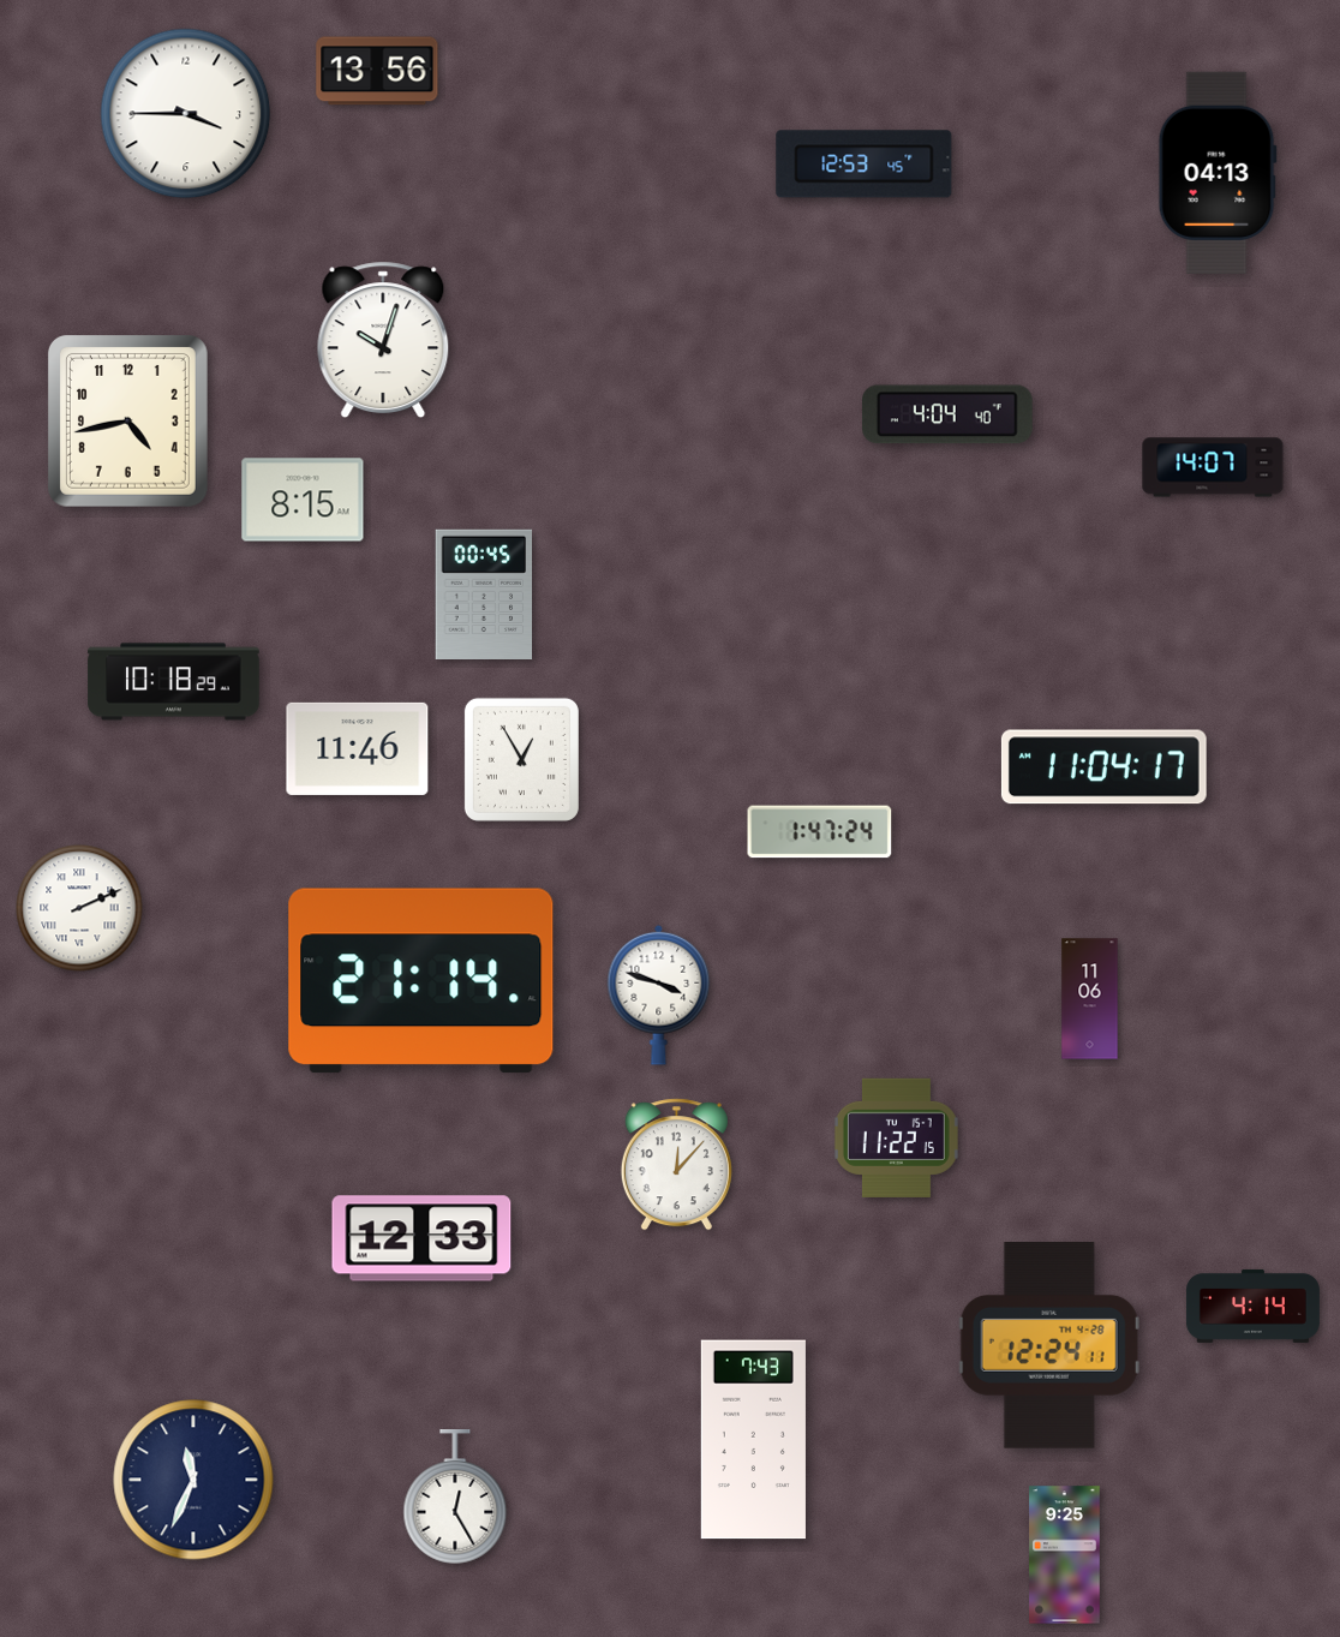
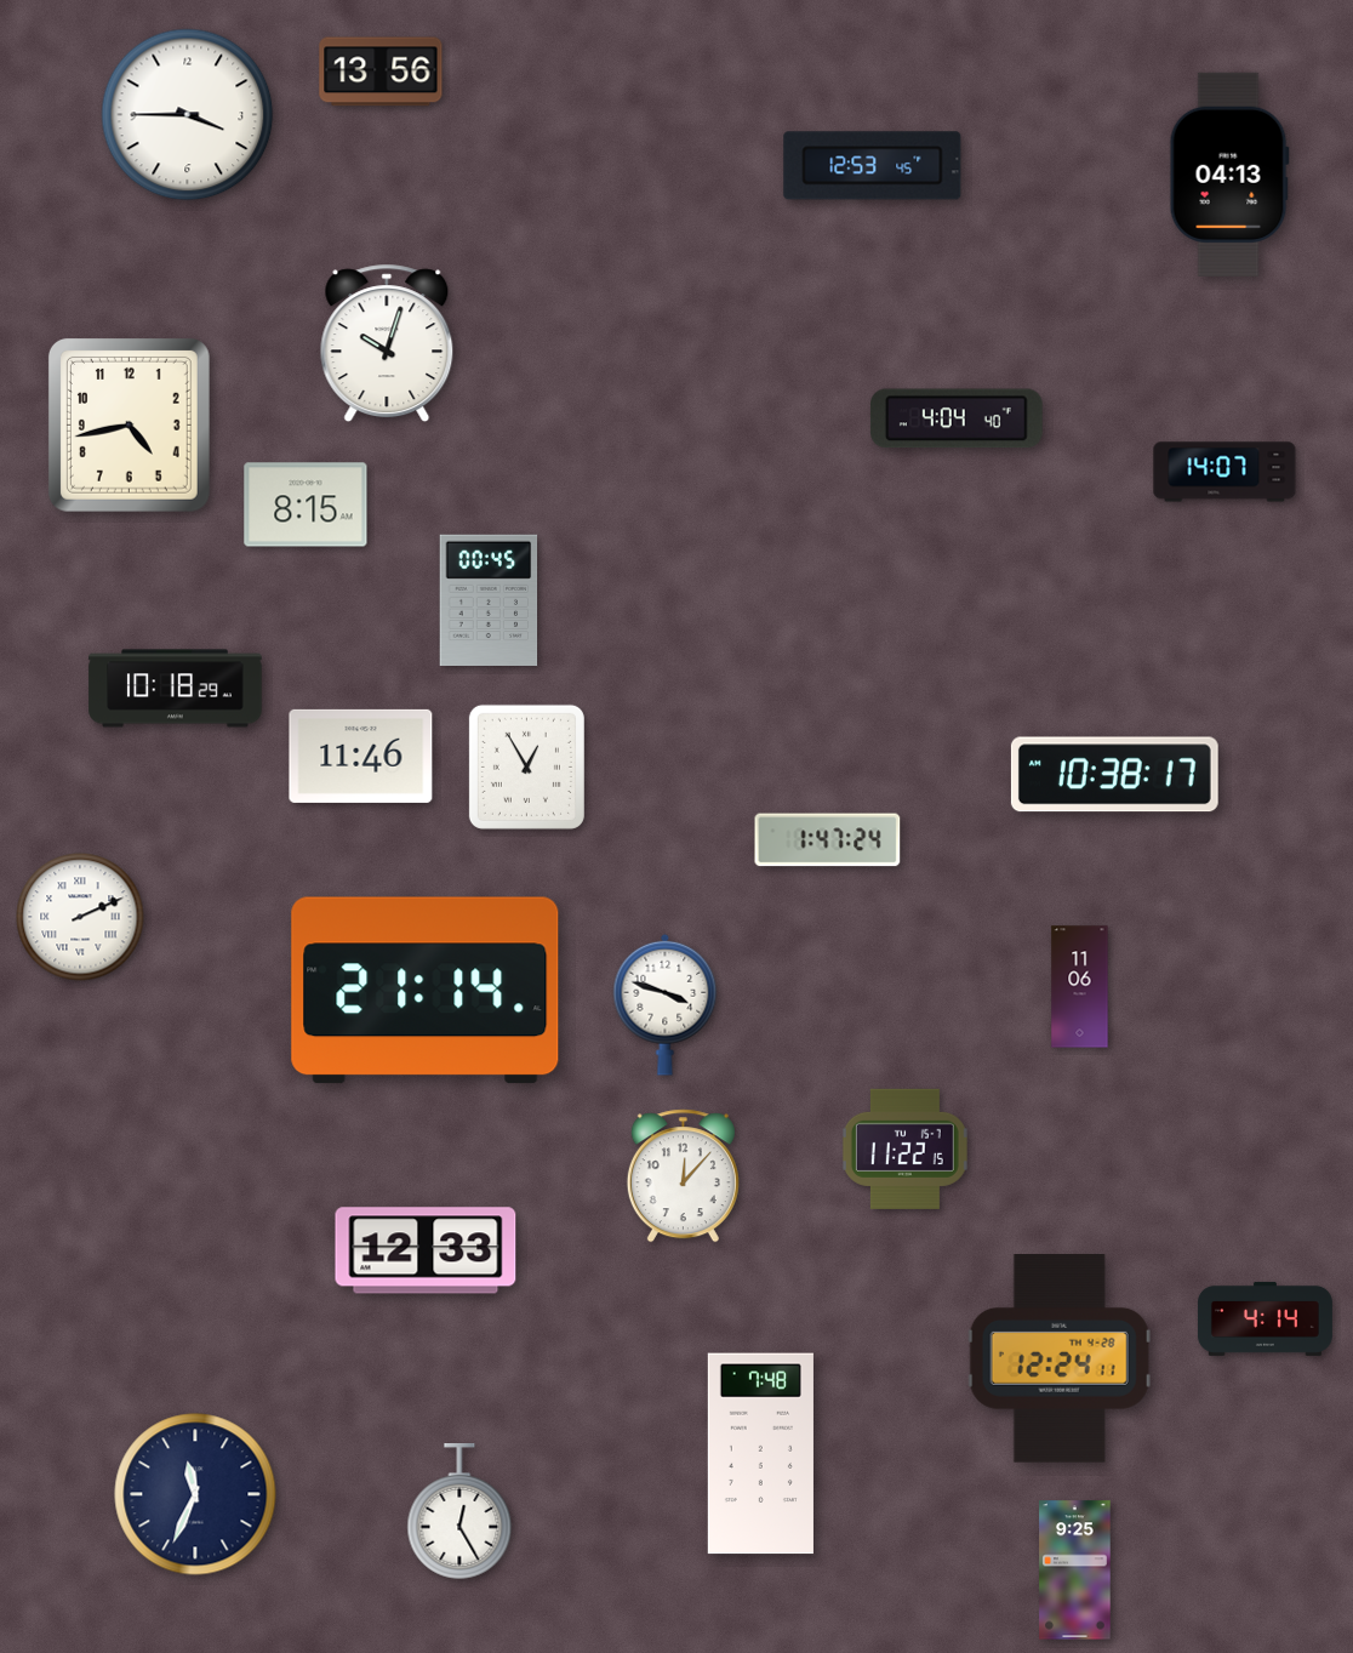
clock at (1103, 767): 11:04 -> 10:38
clock at (1090, 999) position: (1090, 999) -> (1080, 987)
clock at (753, 1440): 7:43 -> 7:48
